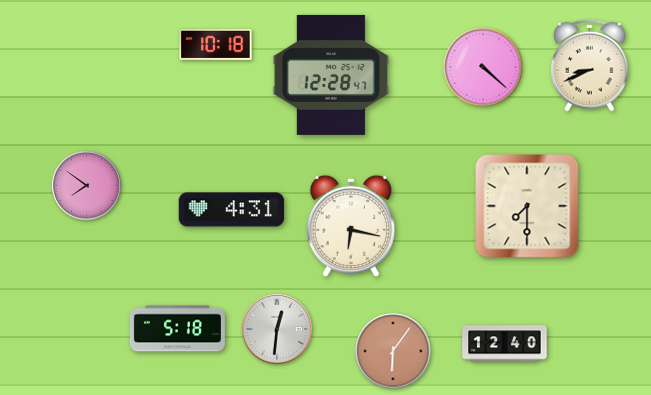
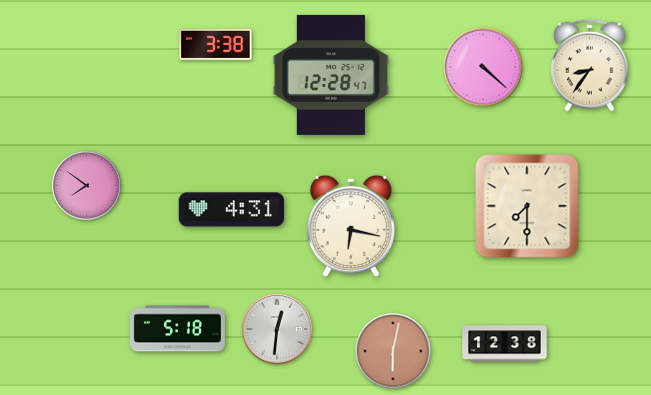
clock at (216, 44): 10:18 -> 3:38
clock at (590, 65): 8:41 -> 8:36
clock at (505, 344): 12:40 -> 12:38
clock at (393, 351): 6:06 -> 6:02
